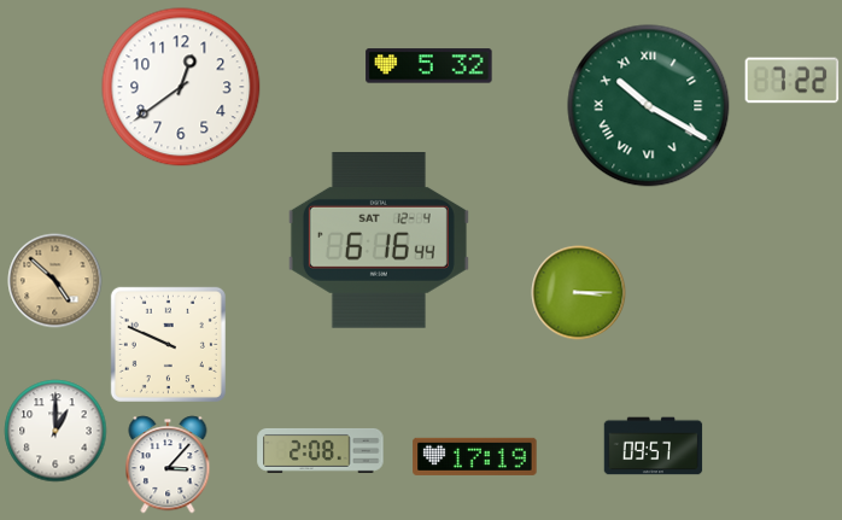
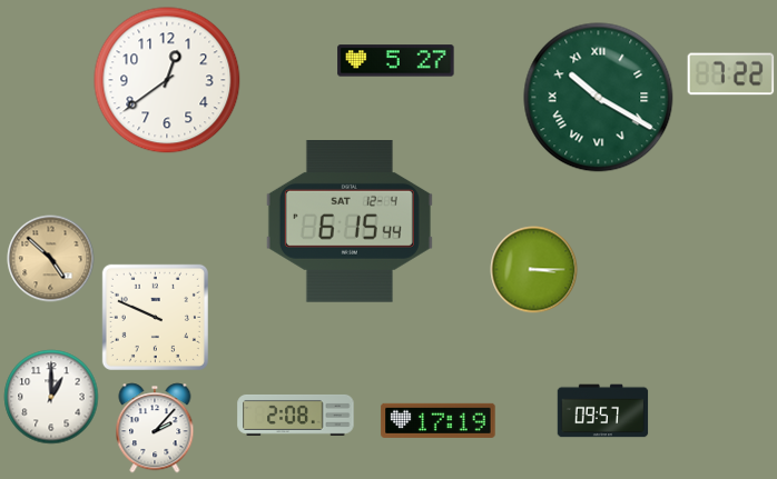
clock at (429, 66): 5:32 -> 5:27
clock at (379, 241): 6:16 -> 6:15
clock at (168, 465): 3:07 -> 2:07
